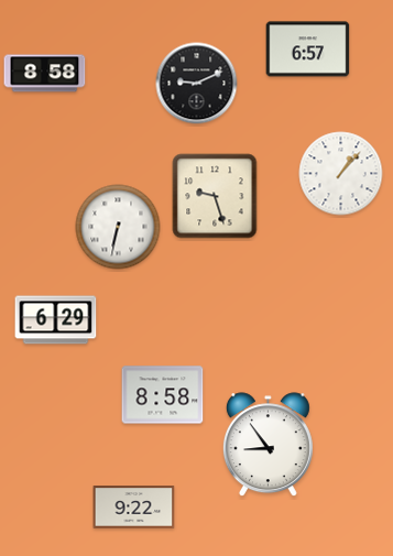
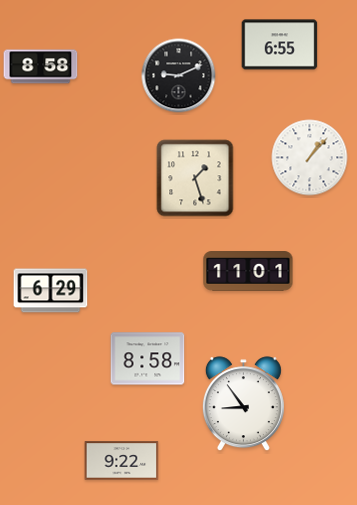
clock at (308, 50): 6:57 -> 6:55
clock at (215, 196): 9:27 -> 1:27
clock at (118, 227): 6:32 -> none
clock at (248, 272): none -> 11:01
